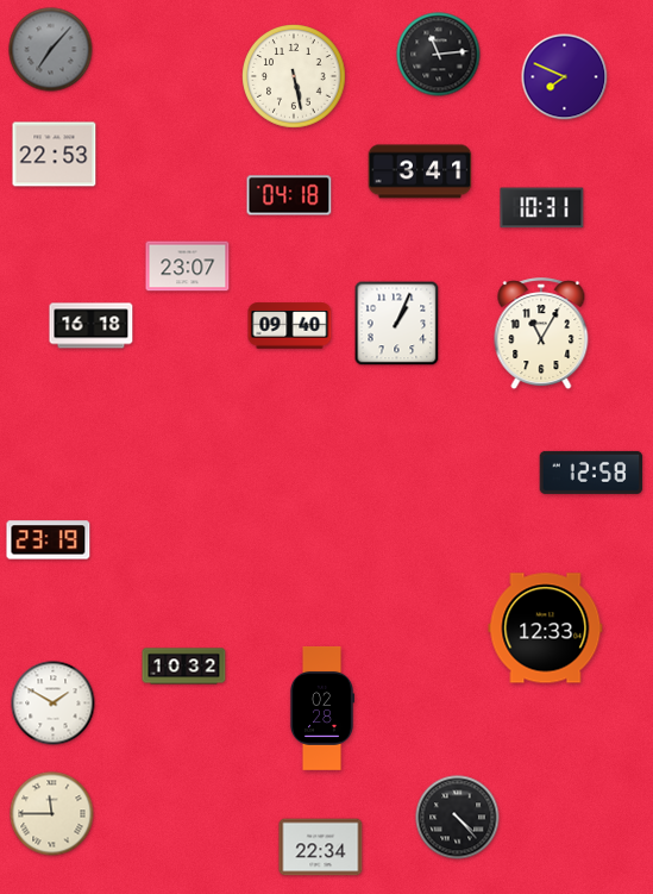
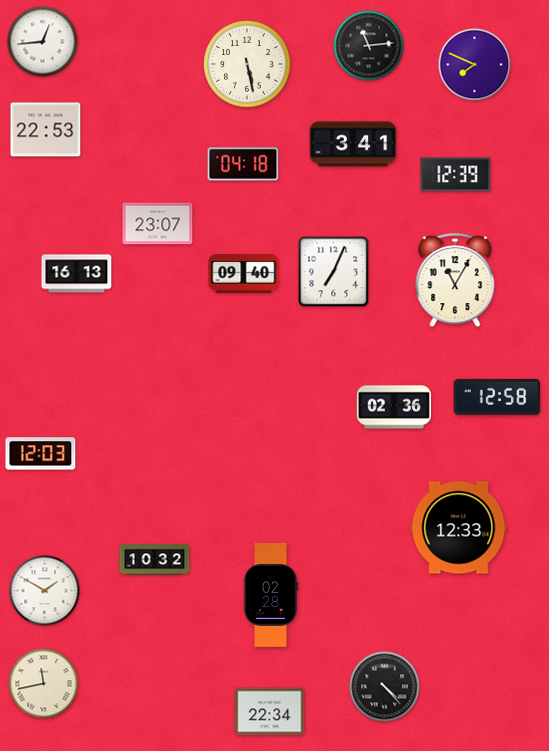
clock at (51, 50): 7:07 -> 12:44
clock at (51, 50) dial: grey -> white
clock at (542, 208): 10:31 -> 12:39
clock at (397, 324): 1:04 -> 7:04
clock at (92, 326): 16:18 -> 16:13
clock at (394, 407): none -> 02:36
clock at (49, 540): 23:19 -> 12:03
clock at (52, 814): 11:45 -> 11:43
